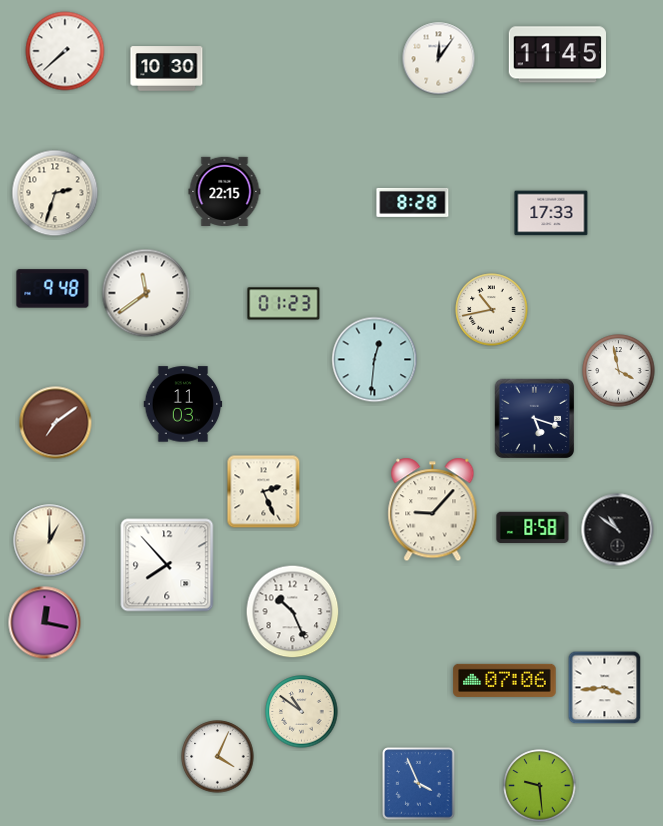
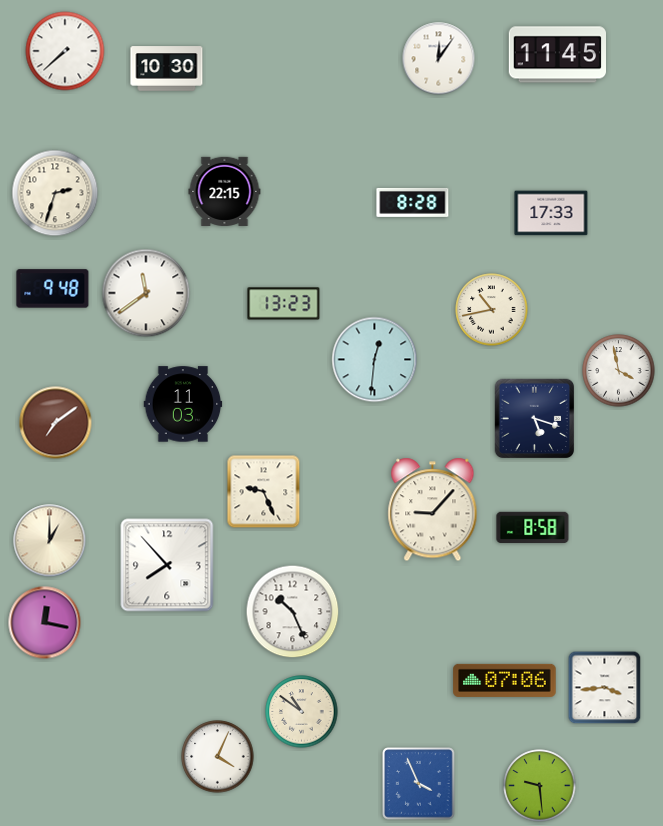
clock at (284, 304): 01:23 -> 13:23
clock at (264, 492): 2:26 -> 9:26
clock at (618, 530): 10:51 -> none
